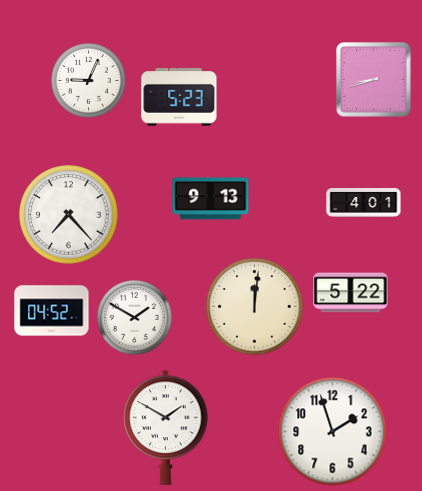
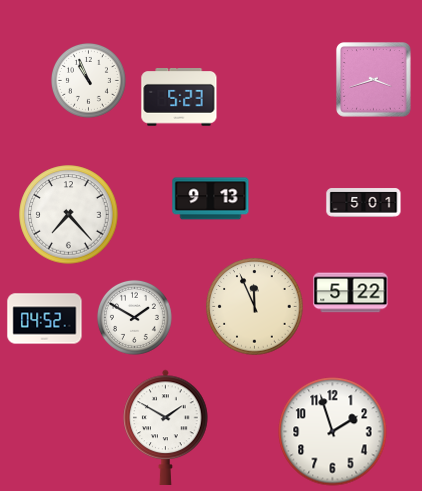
clock at (88, 80): 9:04 -> 10:56
clock at (374, 80): 8:42 -> 3:42
clock at (364, 203): 4:01 -> 5:01
clock at (255, 307): 12:01 -> 11:56
clock at (52, 311) position: (52, 311) -> (45, 319)
